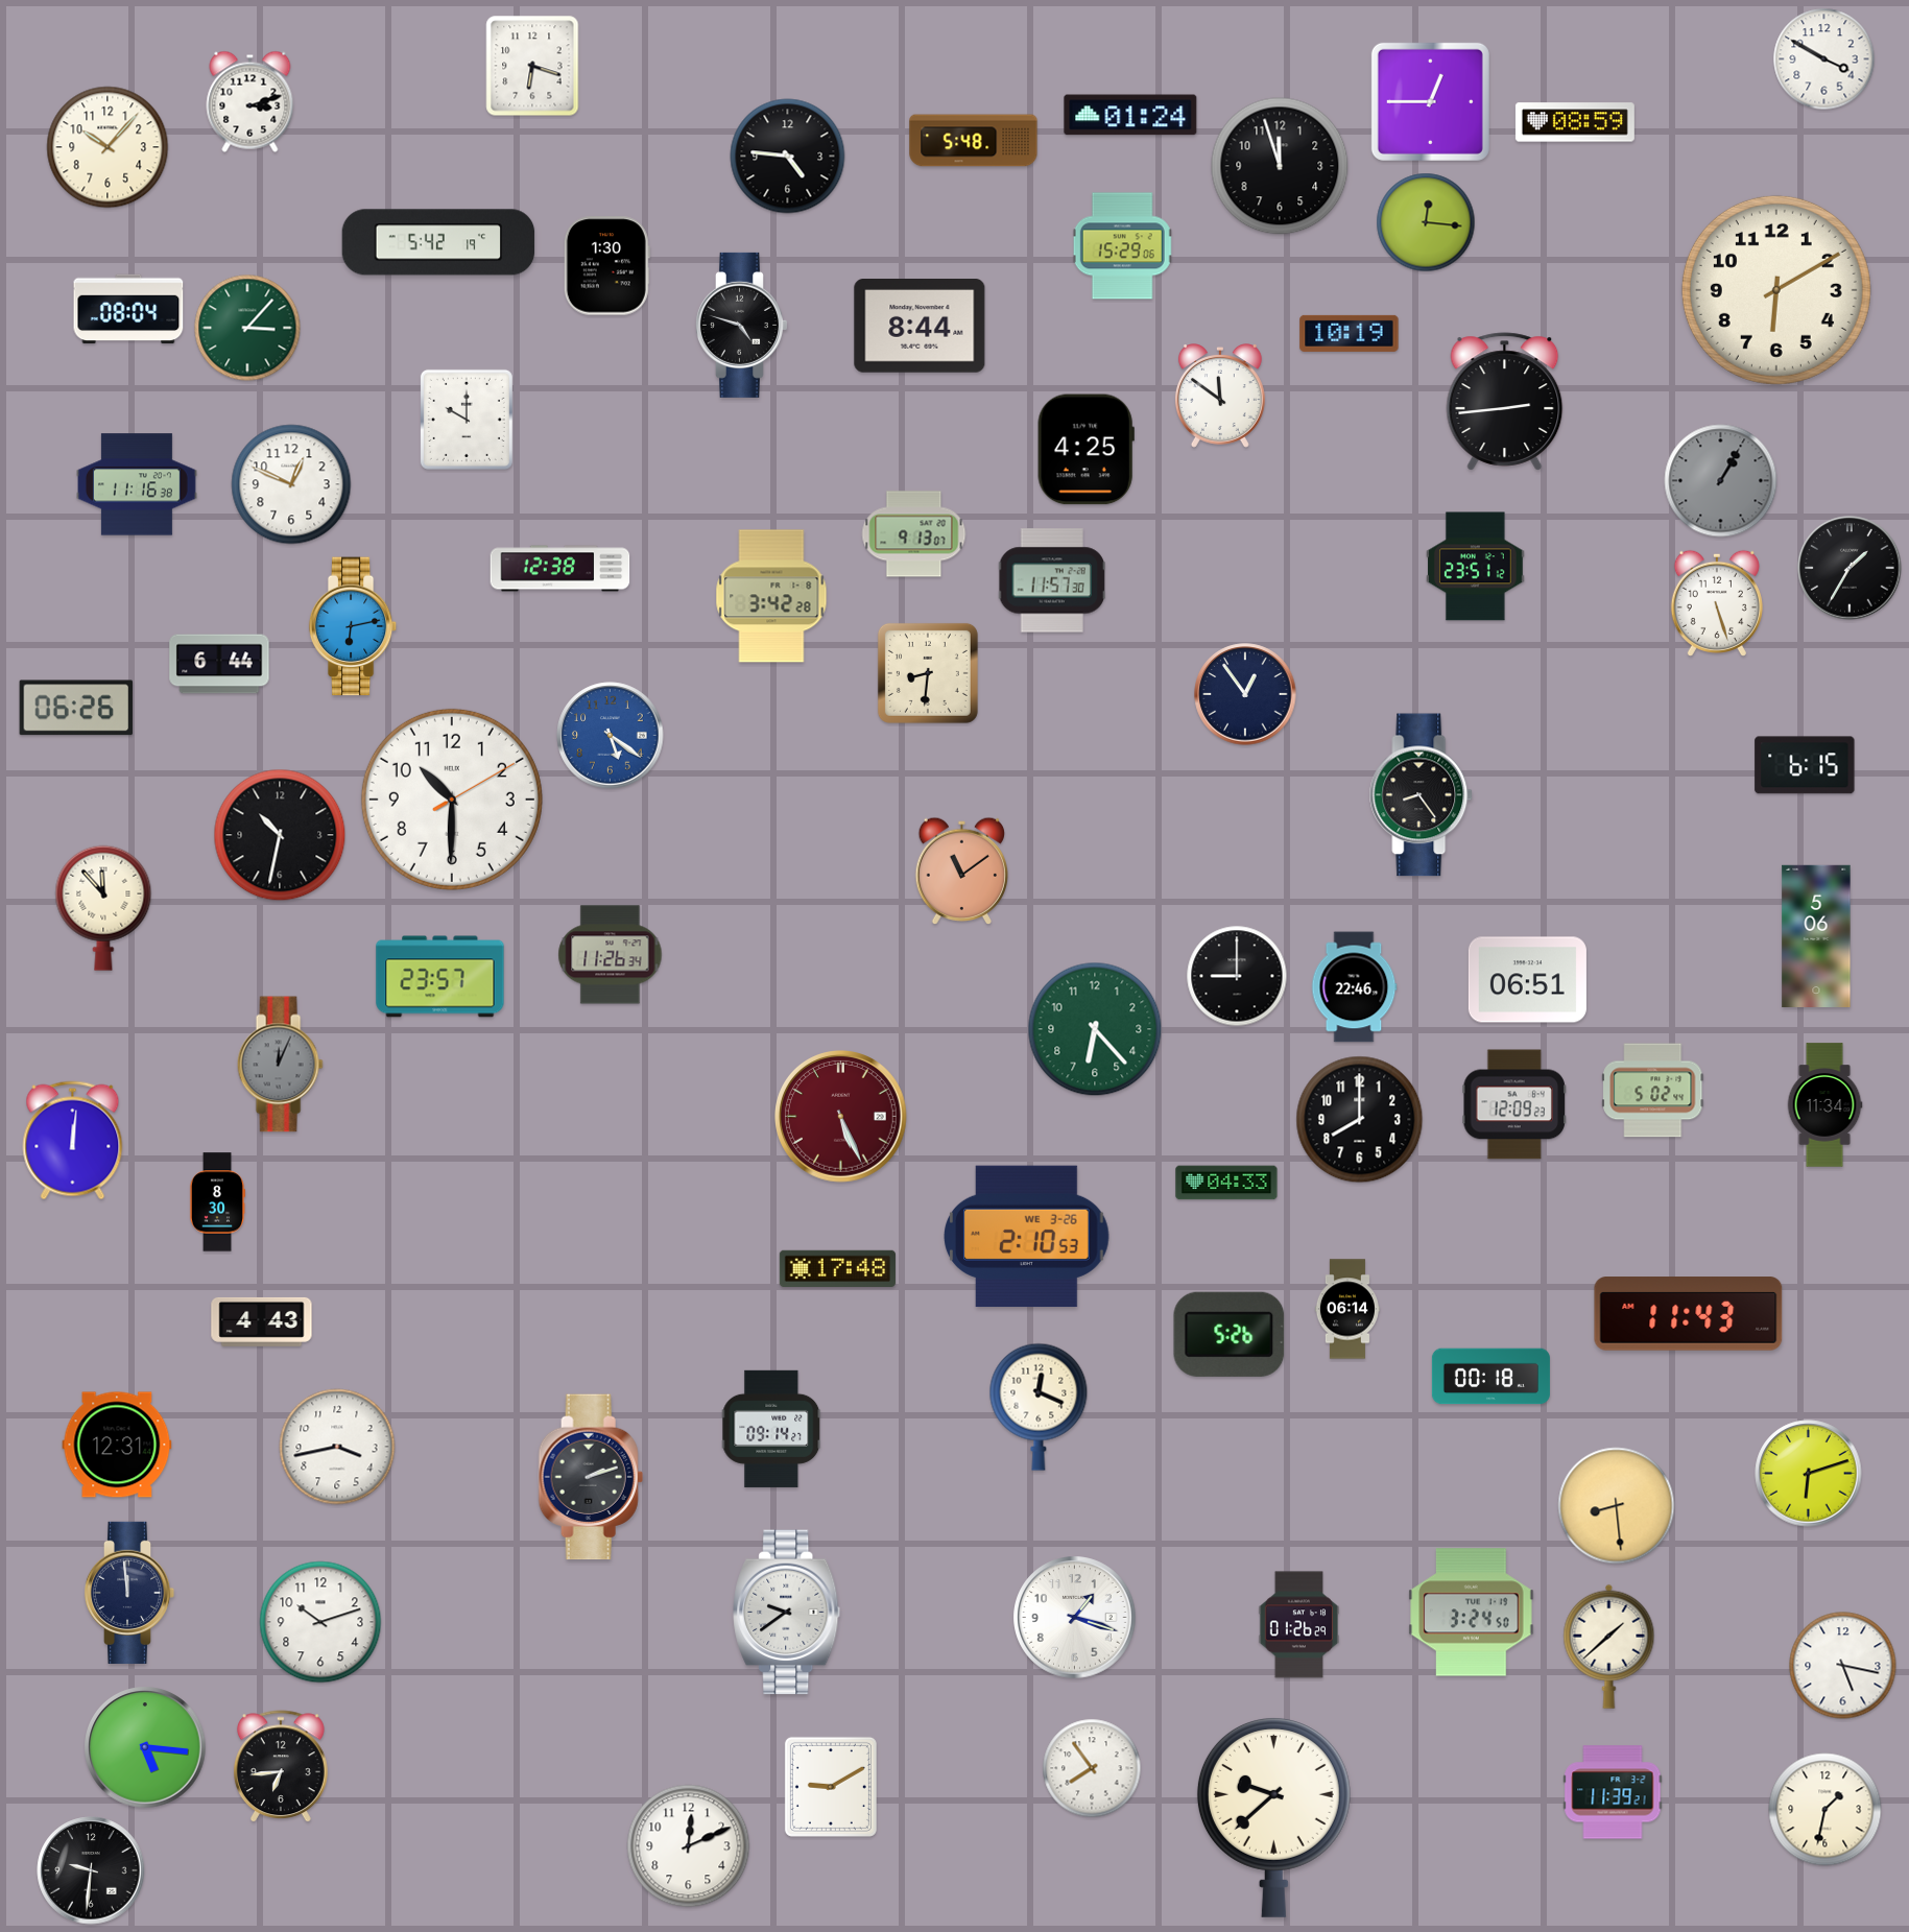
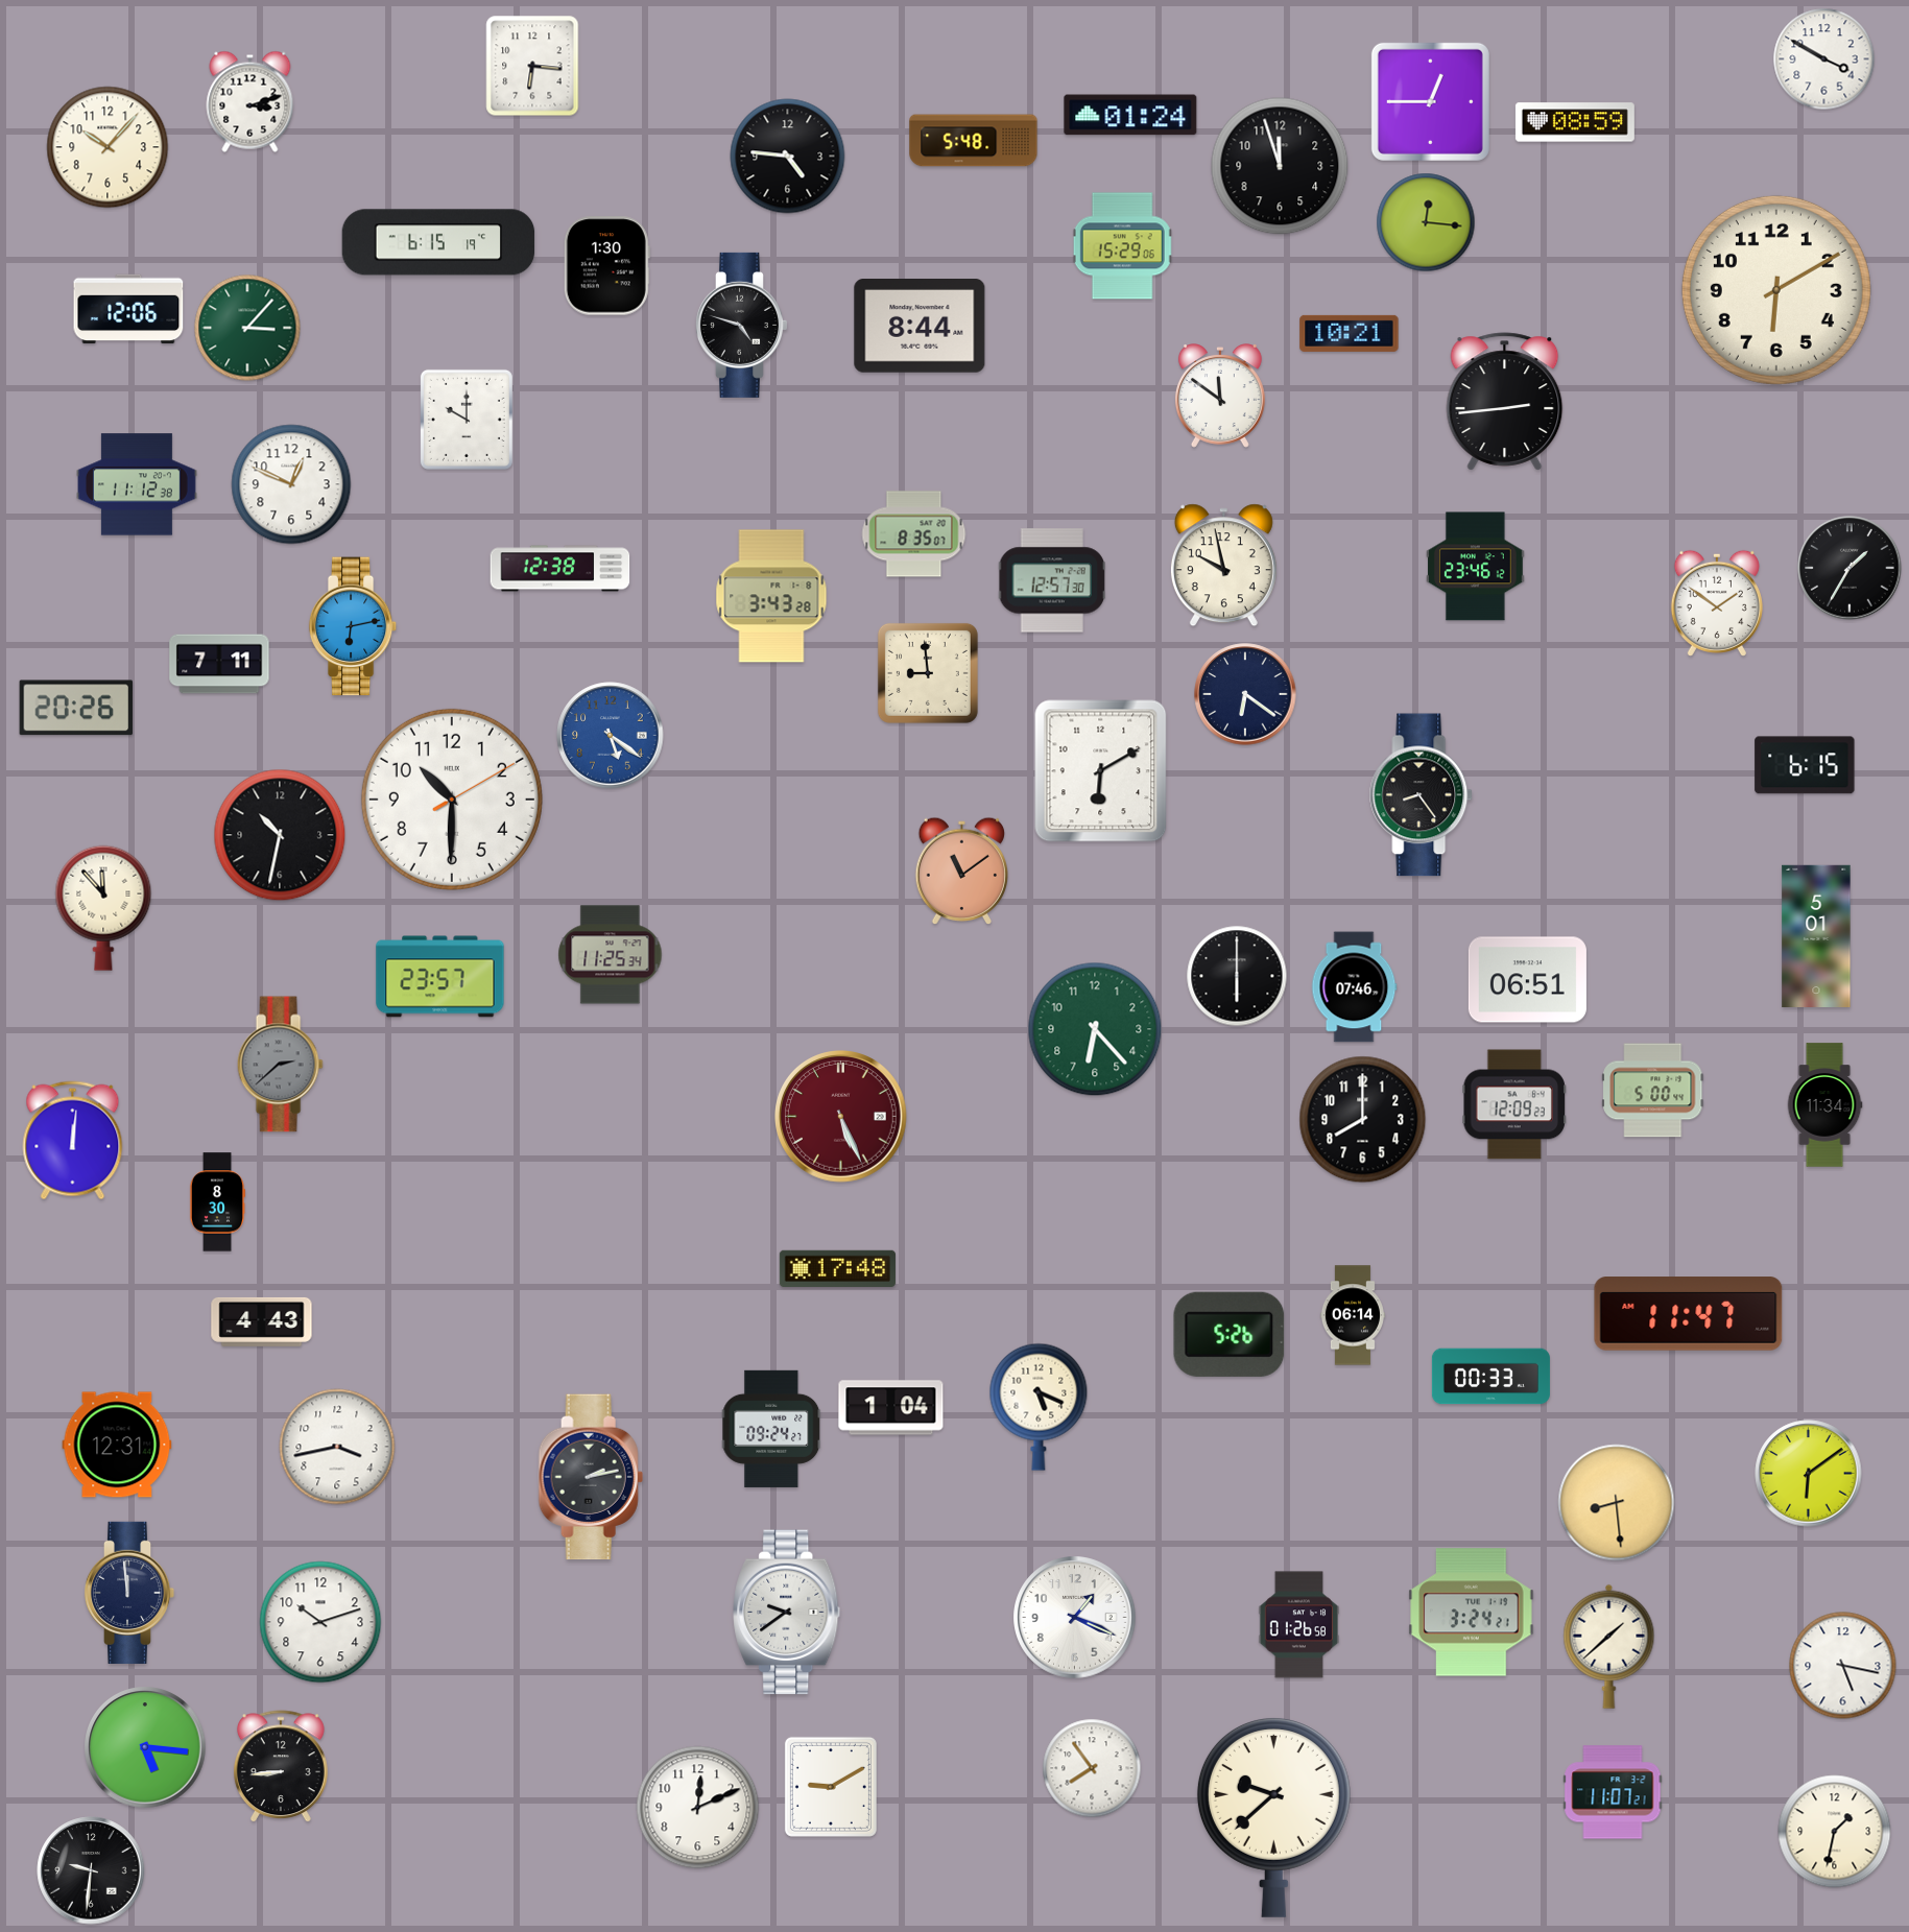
clock at (532, 66): 6:18 -> 6:16
clock at (438, 242): 5:42 -> 6:15
clock at (128, 309): 08:04 -> 12:06
clock at (1350, 333): 10:19 -> 10:21
clock at (1085, 450): 4:25 -> none
clock at (1721, 481): 1:05 -> none
clock at (138, 484): 11:16 -> 11:12
clock at (914, 534): 9:13 -> 8:35
clock at (1223, 566): none -> 9:58
clock at (1476, 567): 23:51 -> 23:46
clock at (1051, 580): 11:57 -> 12:57
clock at (771, 596): 3:42 -> 3:43
clock at (1717, 603): 5:27 -> 1:51
clock at (219, 664): 6:44 -> 7:11
clock at (928, 673): 8:31 -> 8:59
clock at (1245, 694): 12:54 -> 6:21
clock at (76, 708): 06:26 -> 20:26
clock at (1101, 771): none -> 6:10
clock at (1816, 935): 5:06 -> 5:01
clock at (611, 955): 11:26 -> 11:25
clock at (1237, 976): 9:00 -> 6:00
clock at (1354, 987): 22:46 -> 07:46
clock at (280, 1065): 12:04 -> 2:38
clock at (1653, 1091): 5:02 -> 5:00
clock at (1360, 1120) position: (1360, 1120) -> (1363, 1120)
clock at (1226, 1183): 04:33 -> none
clock at (1027, 1237): 2:10 -> none
clock at (1347, 1309) position: (1347, 1309) -> (1353, 1315)
clock at (1689, 1314): 11:43 -> 11:47
clock at (1490, 1377): 00:18 -> 00:33
clock at (1039, 1407): 12:19 -> 5:19
clock at (891, 1408): none -> 1:04
clock at (771, 1429): 09:14 -> 09:24
clock at (1809, 1474): 6:12 -> 6:09
clock at (591, 1477): 2:12 -> 2:13
clock at (1617, 1506) position: (1617, 1506) -> (1617, 1503)
clock at (1472, 1613): 3:24:50 -> 3:24:21
clock at (1075, 1618): 1:18 -> 1:19
clock at (1299, 1625): 01:26:29 -> 01:26:58
clock at (281, 1767): 6:44 -> 8:44
clock at (1613, 1792): 11:39 -> 11:07
clock at (1826, 1810) position: (1826, 1810) -> (1835, 1832)
clock at (689, 1846) position: (689, 1846) -> (698, 1808)
